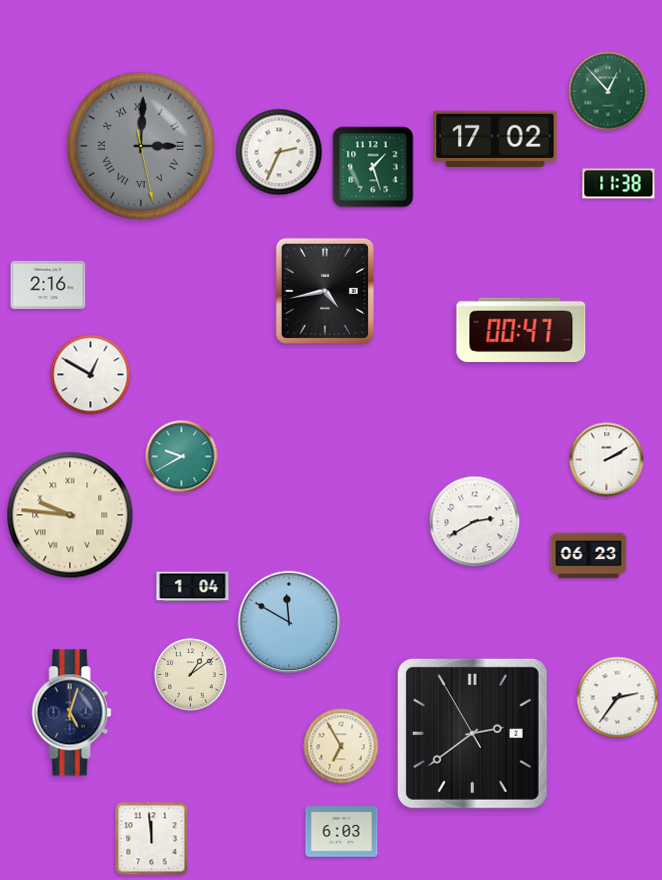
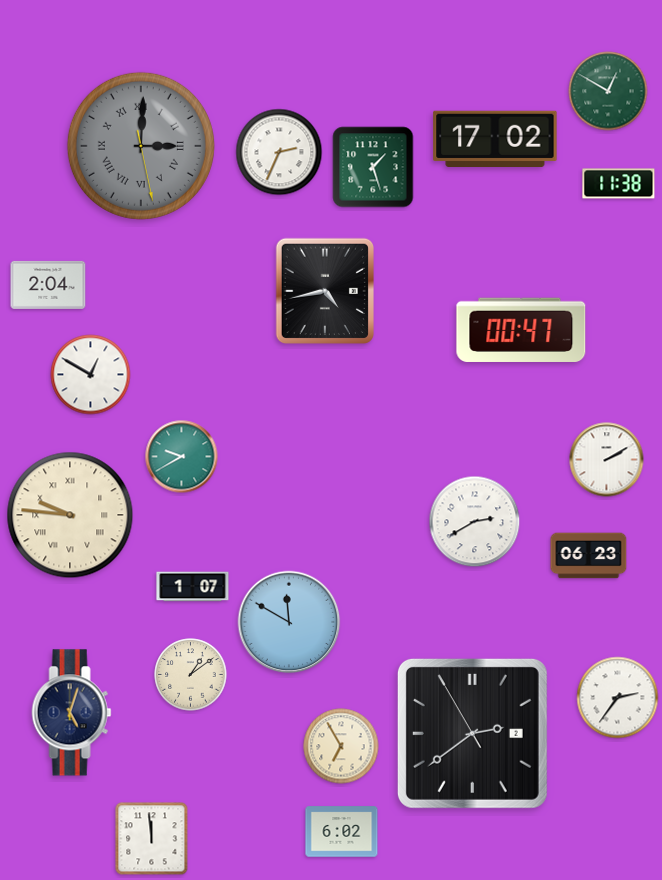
clock at (608, 91): 12:53 -> 12:50
clock at (48, 285): 2:16 -> 2:04
clock at (193, 587): 1:04 -> 1:07
clock at (342, 832): 6:03 -> 6:02
